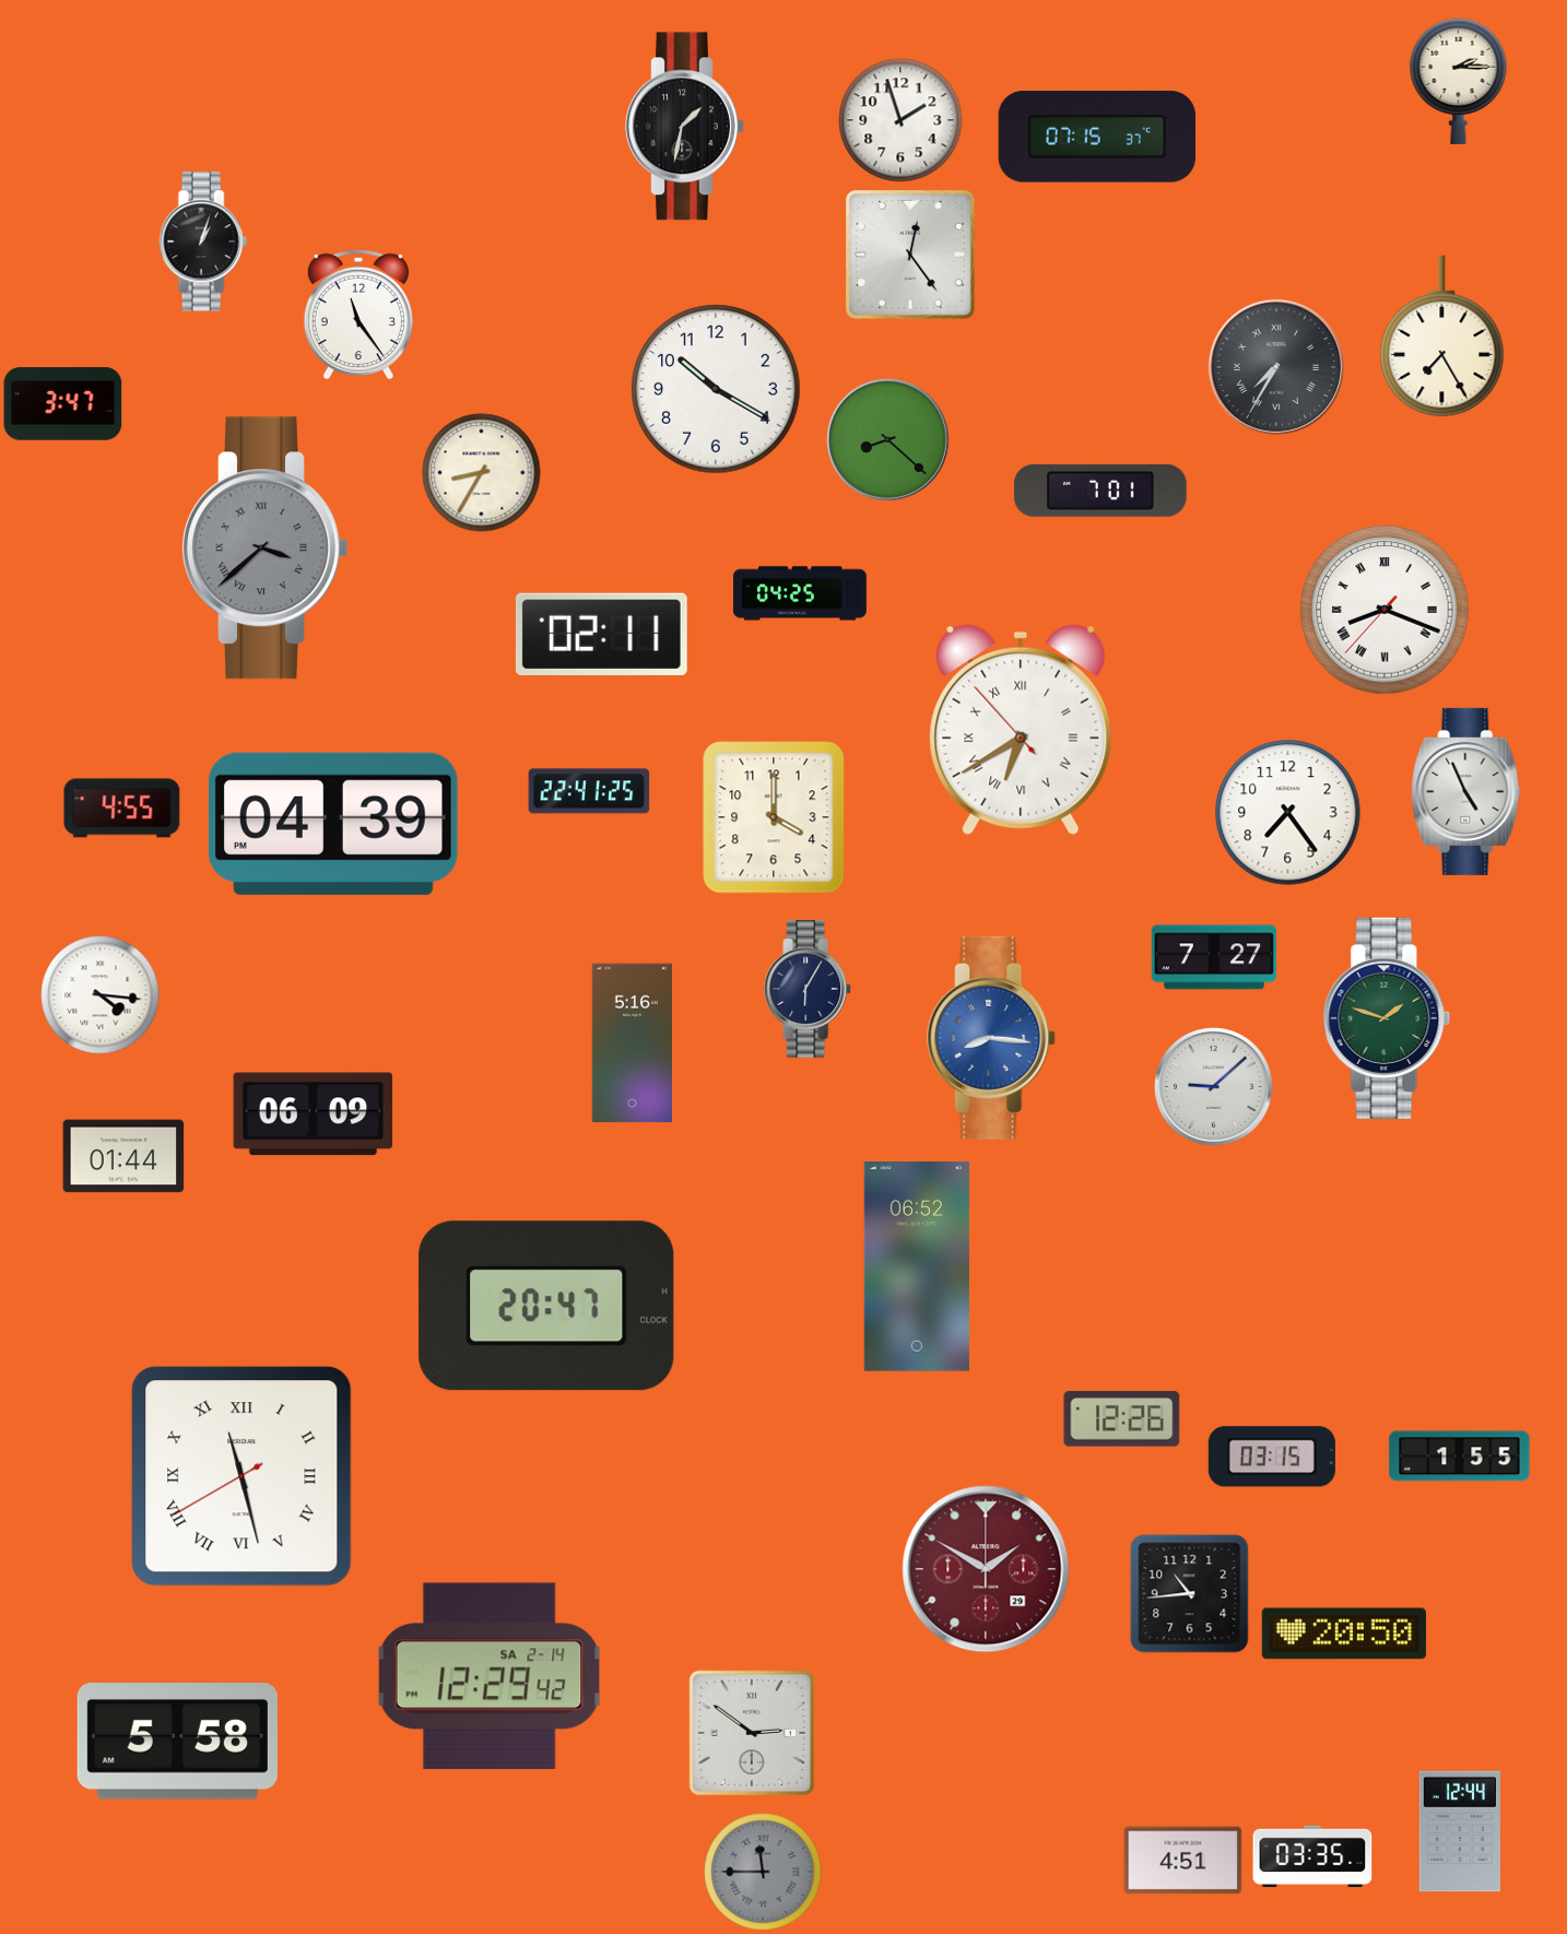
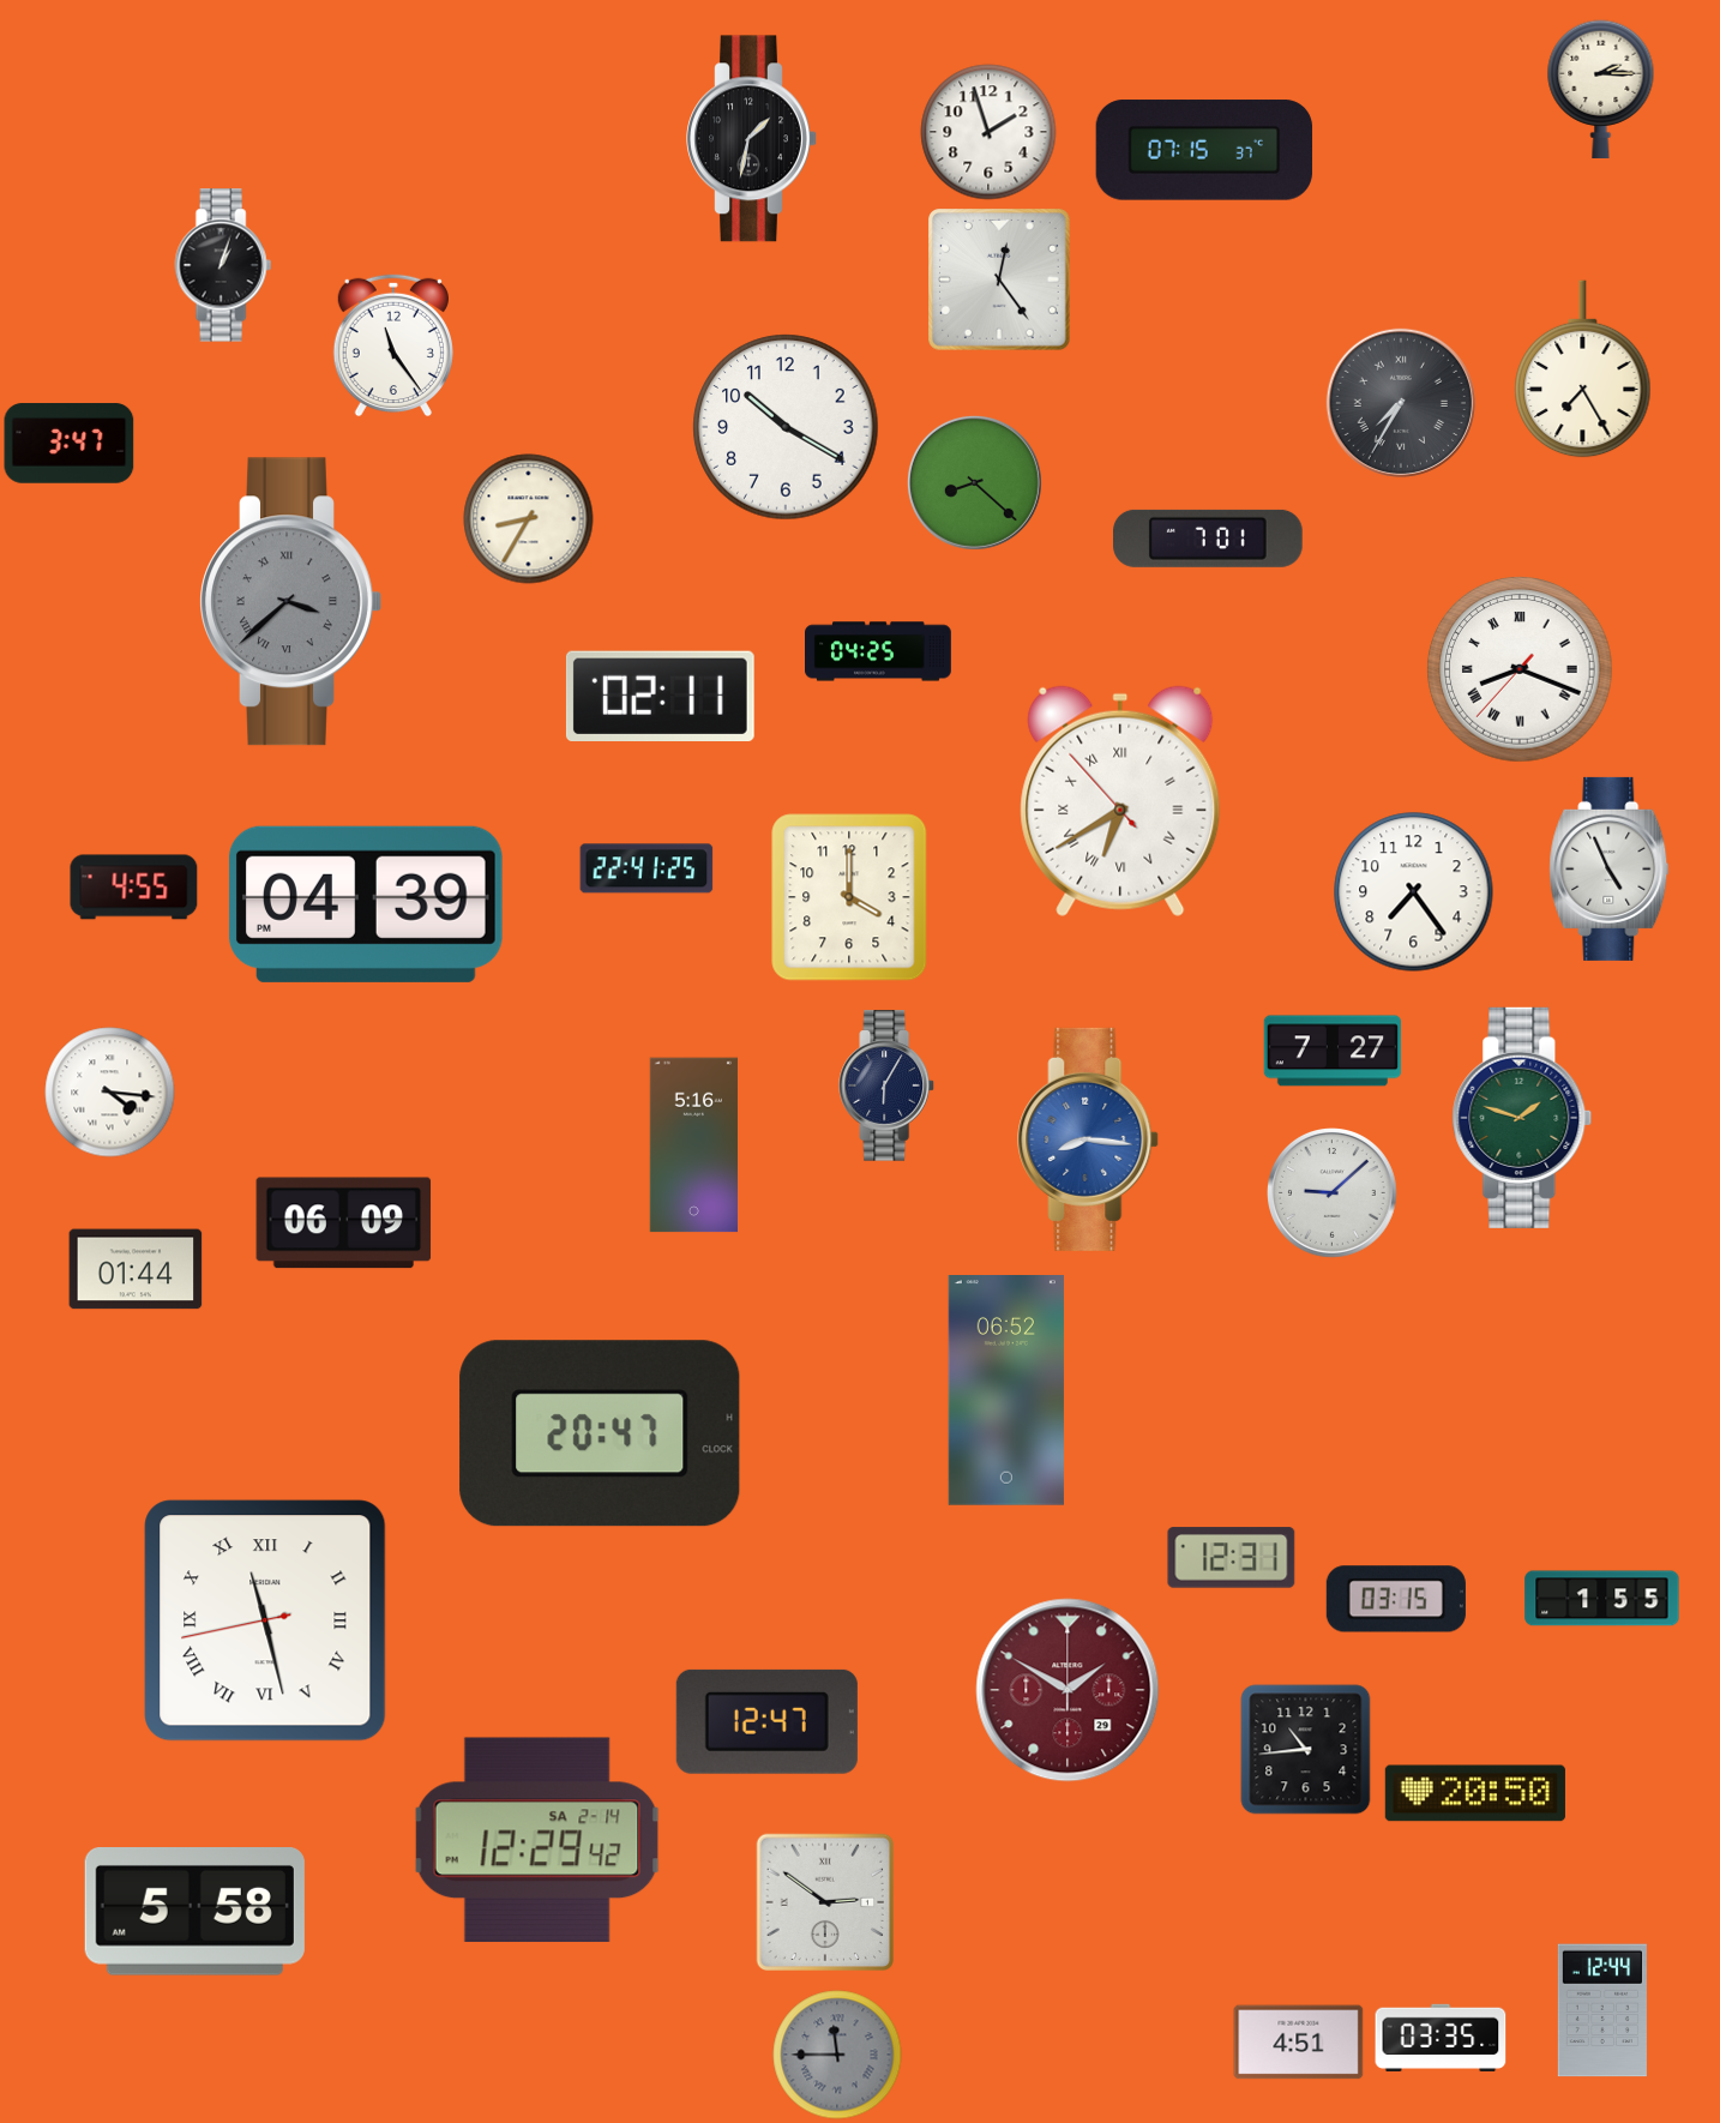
clock at (1122, 1419): 12:26 -> 12:31
clock at (241, 1476): 11:27:40 -> 11:27:43
clock at (766, 1721): none -> 12:47
clock at (986, 1569) position: (986, 1569) -> (1068, 1690)
